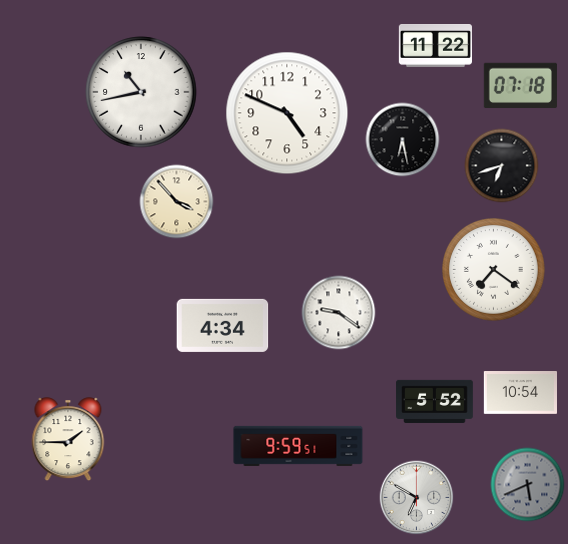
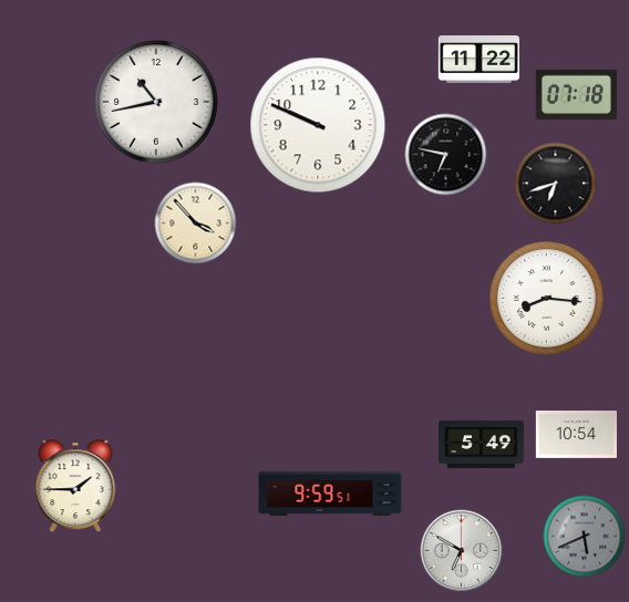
clock at (435, 46) position: (435, 46) -> (478, 60)
clock at (287, 113): 4:49 -> 9:49
clock at (403, 140): 6:28 -> 6:47
clock at (494, 270): 7:21 -> 8:16
clock at (339, 313): 9:21 -> none
clock at (223, 325): 4:34 -> none
clock at (435, 401): 5:52 -> 5:49
